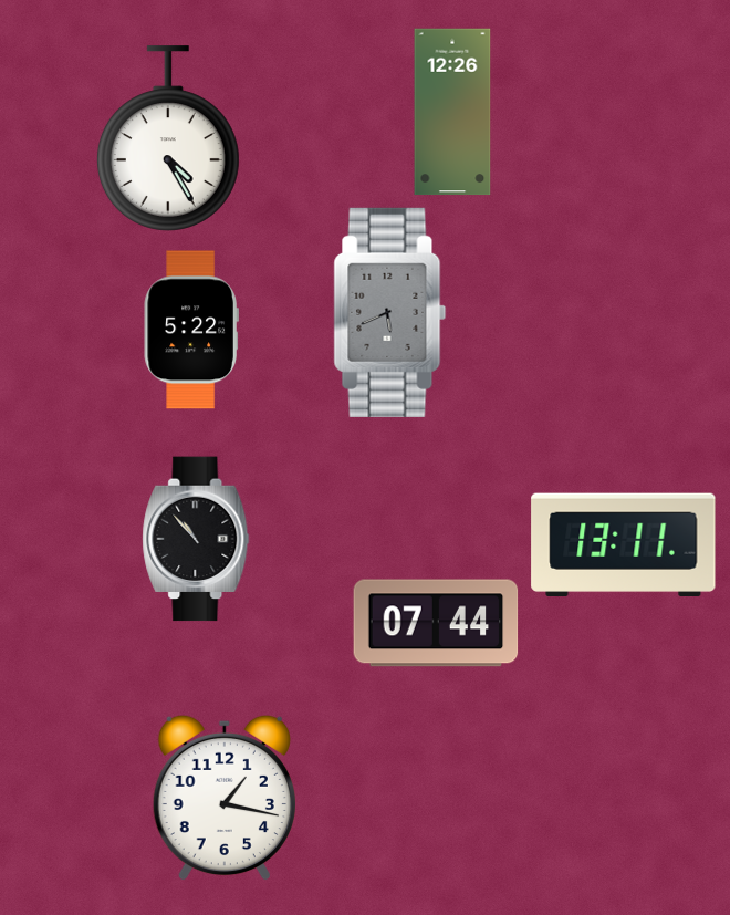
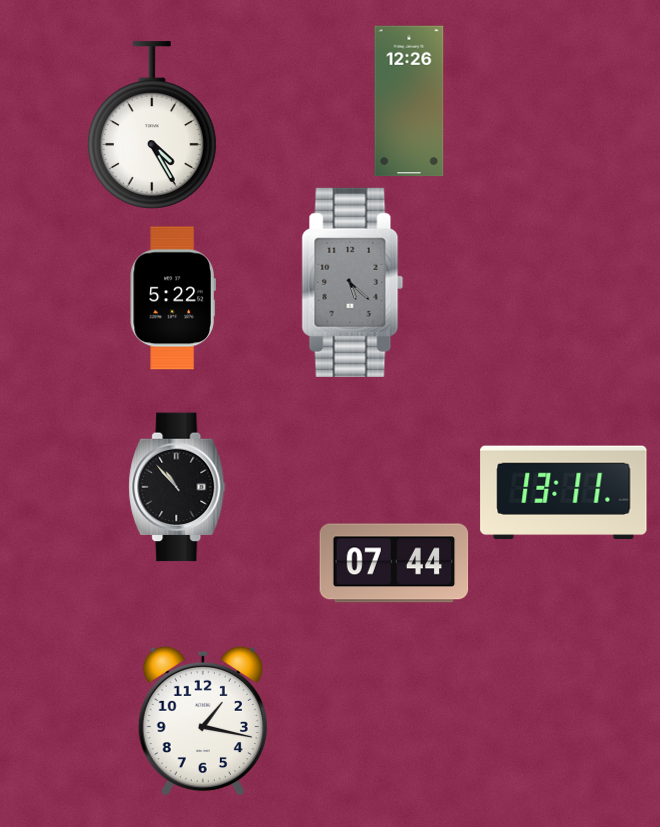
clock at (390, 312): 5:41 -> 5:22
